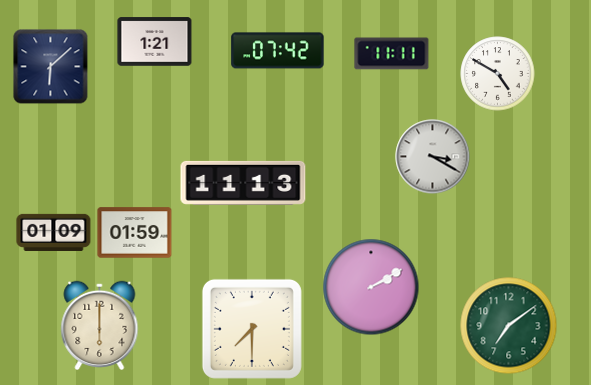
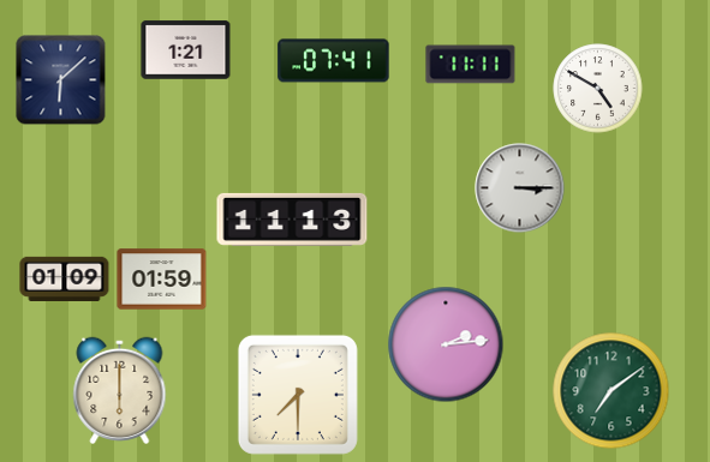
clock at (278, 51): 07:42 -> 07:41
clock at (433, 157): 3:20 -> 3:15
clock at (371, 287): 2:10 -> 2:14
clock at (252, 329) position: (252, 329) -> (298, 395)
